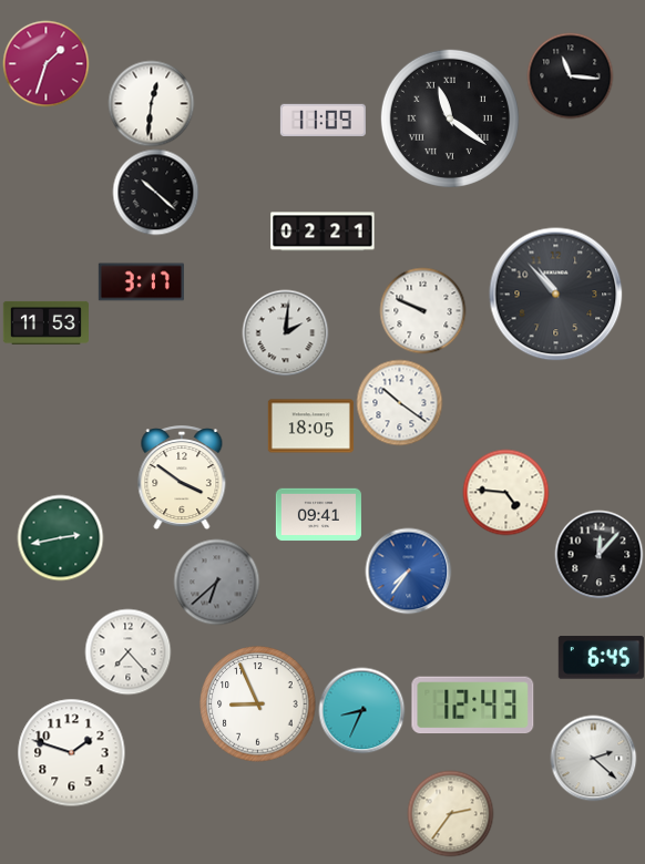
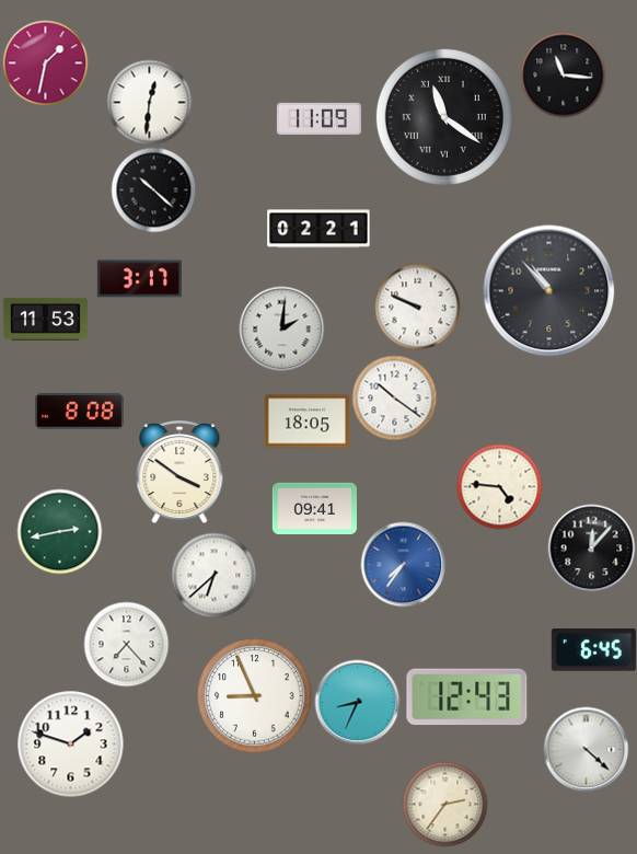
clock at (45, 63): 1:33 -> 1:32
clock at (79, 412): none -> 8:08
clock at (216, 582) dial: grey -> white
clock at (593, 758): 2:22 -> 4:22
